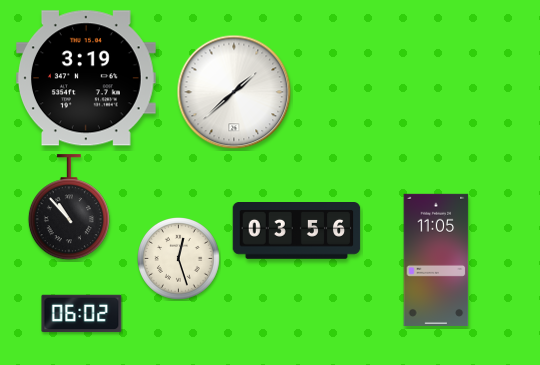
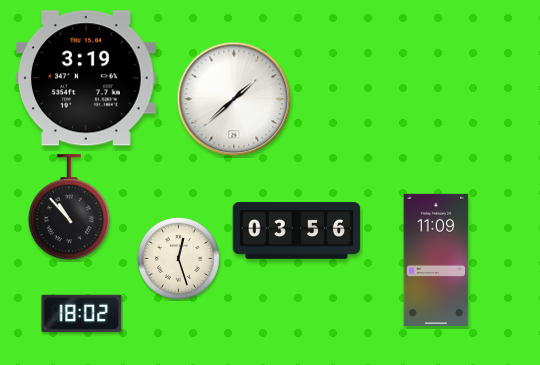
clock at (234, 92) position: (234, 92) -> (234, 99)
clock at (436, 260): 11:05 -> 11:09
clock at (82, 314): 06:02 -> 18:02
